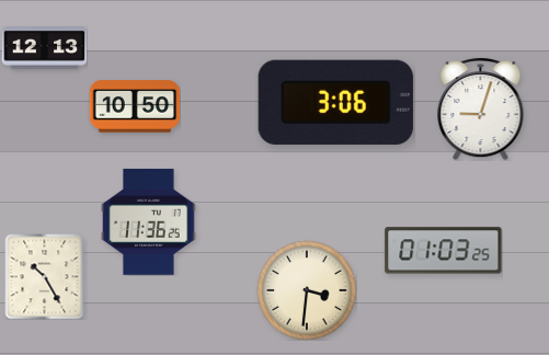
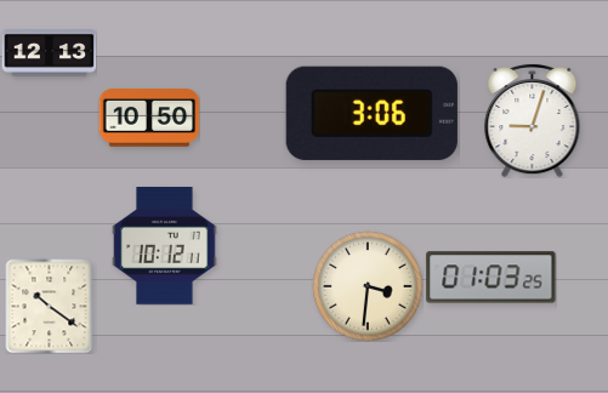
clock at (149, 222): 11:36 -> 10:12
clock at (45, 276): 10:25 -> 10:21
clock at (307, 290) position: (307, 290) -> (368, 286)
